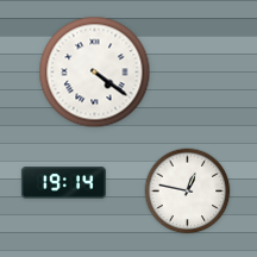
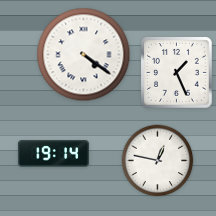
clock at (95, 73) position: (95, 73) -> (84, 55)
clock at (177, 73): none -> 1:26
